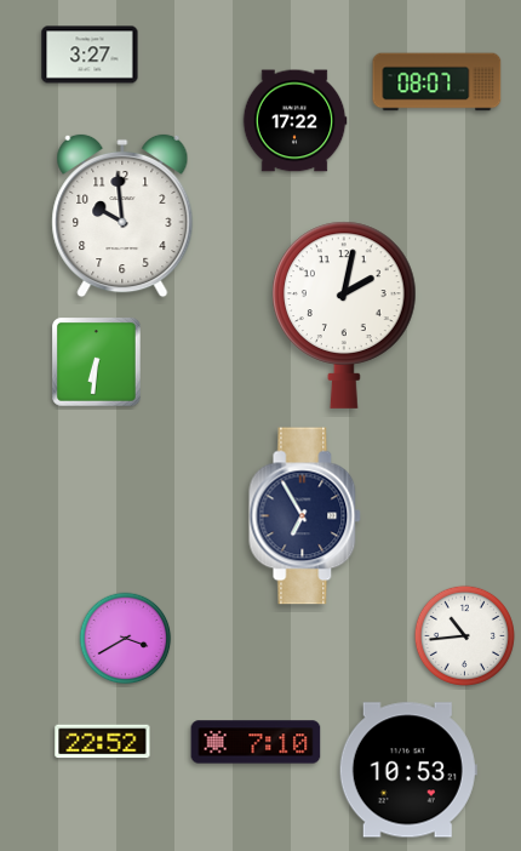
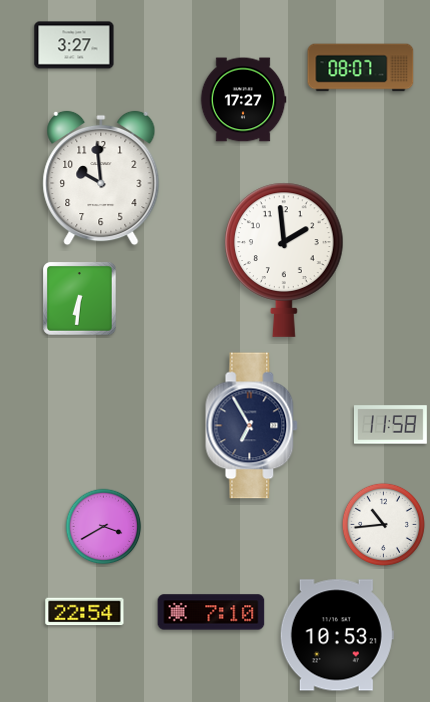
clock at (294, 121): 17:22 -> 17:27
clock at (344, 315): 2:02 -> 1:59
clock at (390, 425): none -> 11:58
clock at (103, 742): 22:52 -> 22:54
